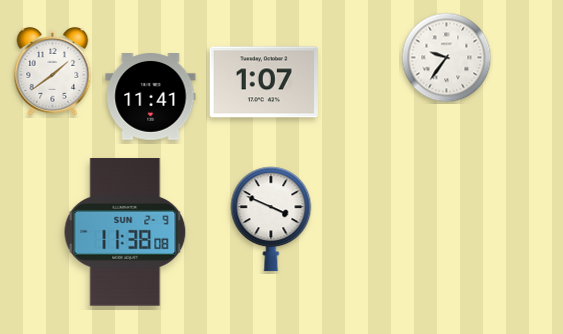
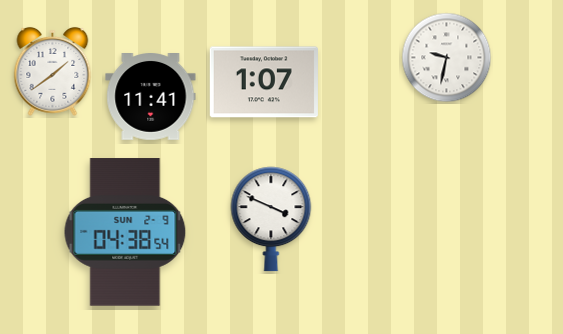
clock at (447, 58): 9:36 -> 9:32
clock at (125, 232): 11:38 -> 04:38
